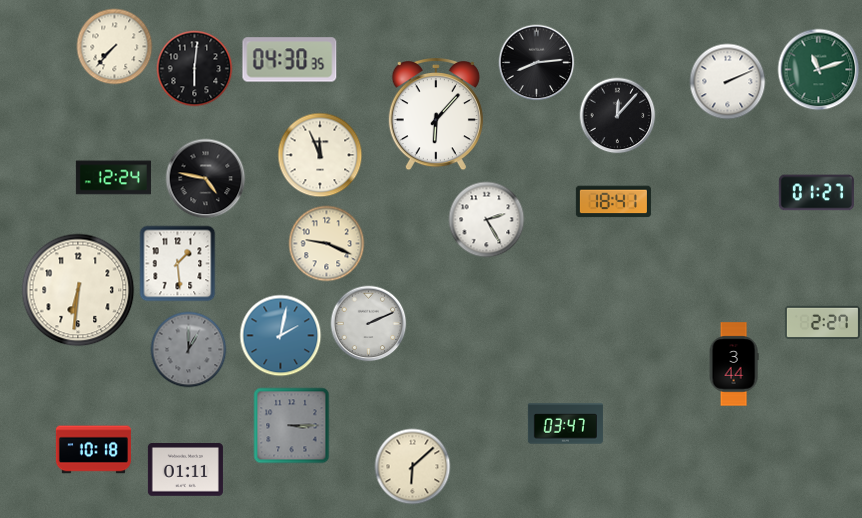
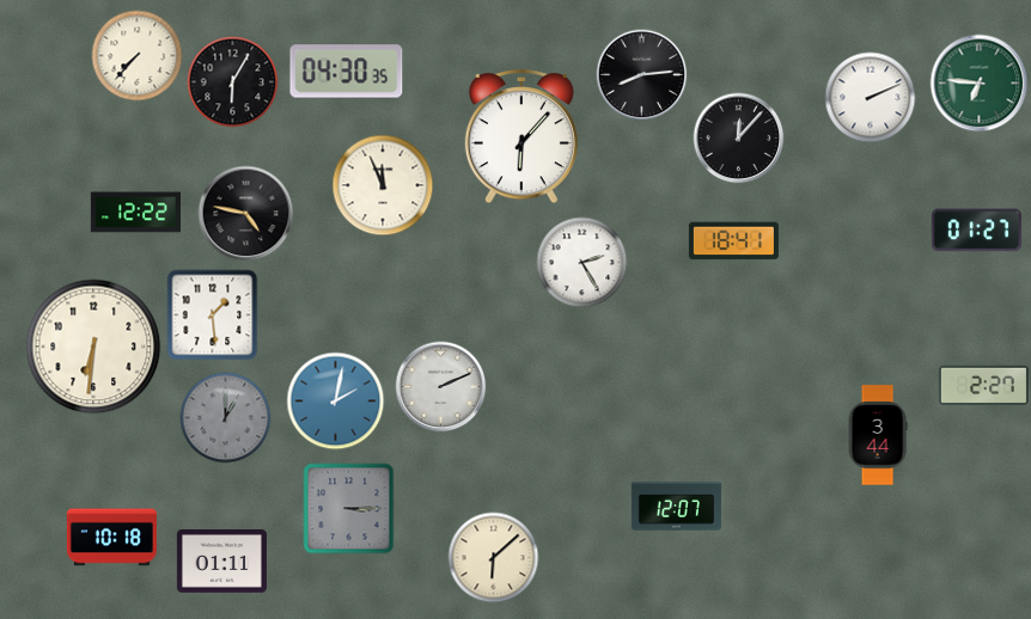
clock at (195, 69): 6:01 -> 6:05
clock at (819, 70): 11:12 -> 6:46
clock at (113, 178): 12:24 -> 12:22
clock at (327, 244): 9:19 -> none
clock at (565, 424): 03:47 -> 12:07
